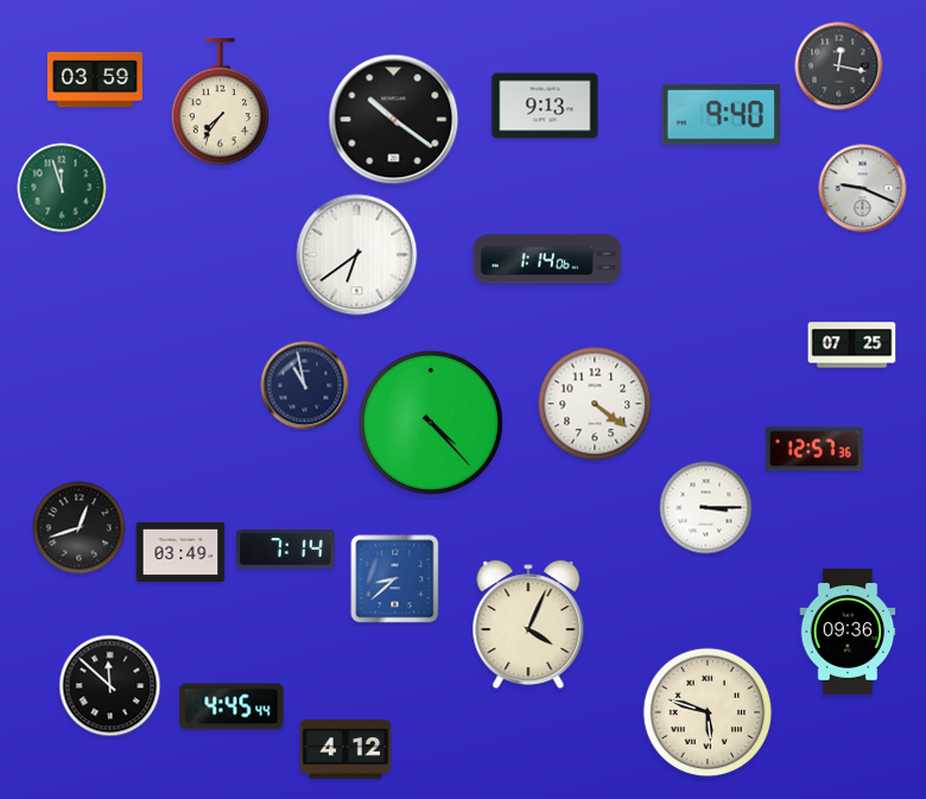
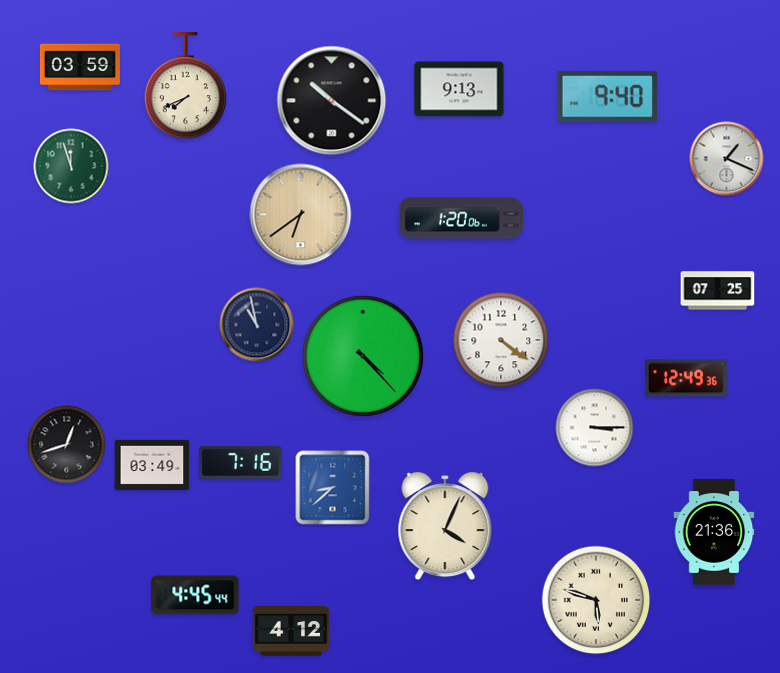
clock at (839, 66): 12:17 -> none
clock at (221, 102): 7:36 -> 7:41
clock at (62, 188) position: (62, 188) -> (71, 166)
clock at (863, 189): 9:19 -> 1:19
clock at (357, 255) dial: white -> champagne
clock at (546, 259): 1:14 -> 1:20
clock at (814, 449): 12:57 -> 12:49
clock at (286, 548): 7:14 -> 7:16
clock at (848, 632): 09:36 -> 21:36
clock at (110, 686): 11:52 -> none
